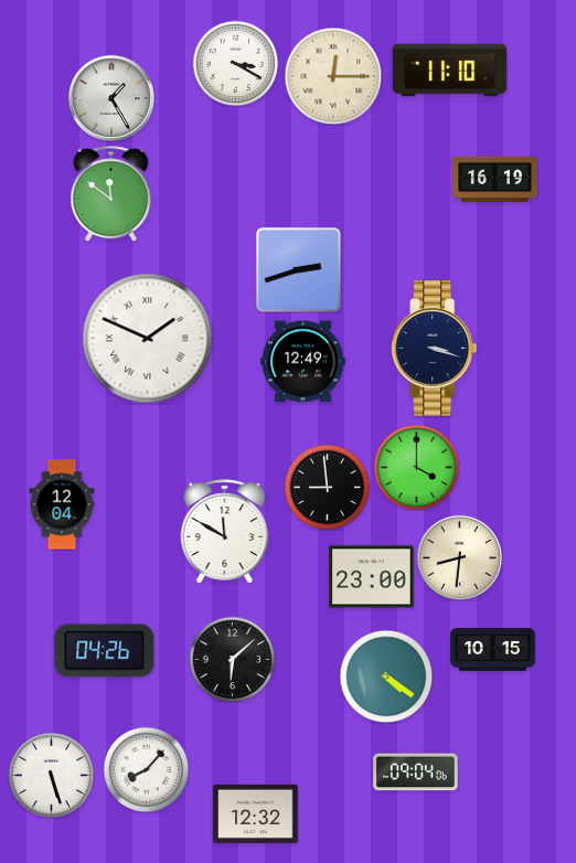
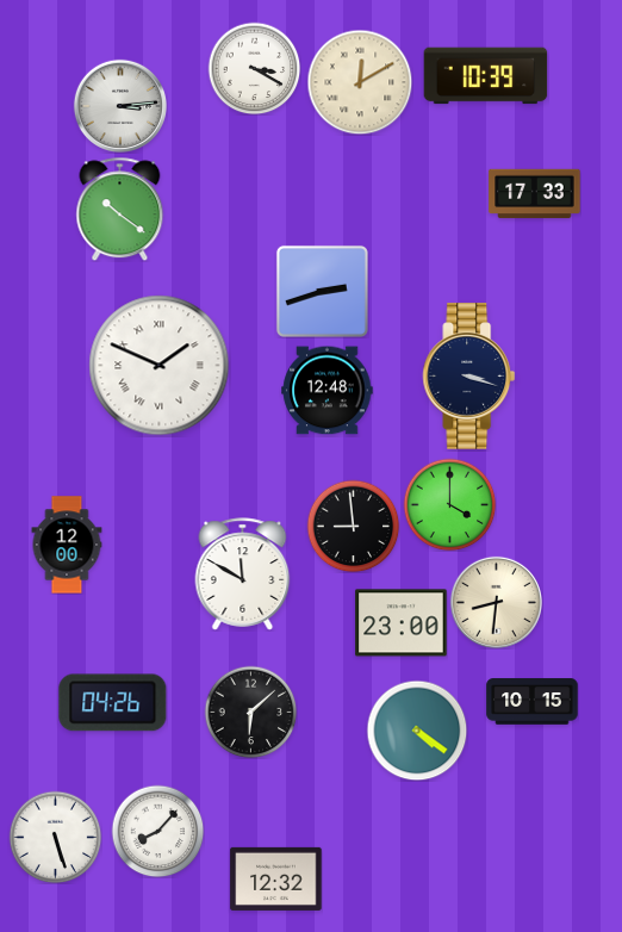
clock at (450, 71): 11:10 -> 10:39
clock at (333, 76): 12:15 -> 12:10
clock at (110, 97): 1:25 -> 3:14
clock at (495, 180): 16:19 -> 17:33
clock at (111, 193): 11:51 -> 10:21
clock at (303, 362): 12:49 -> 12:48
clock at (62, 504): 12:04 -> 12:00
clock at (416, 773): 09:04 -> none
